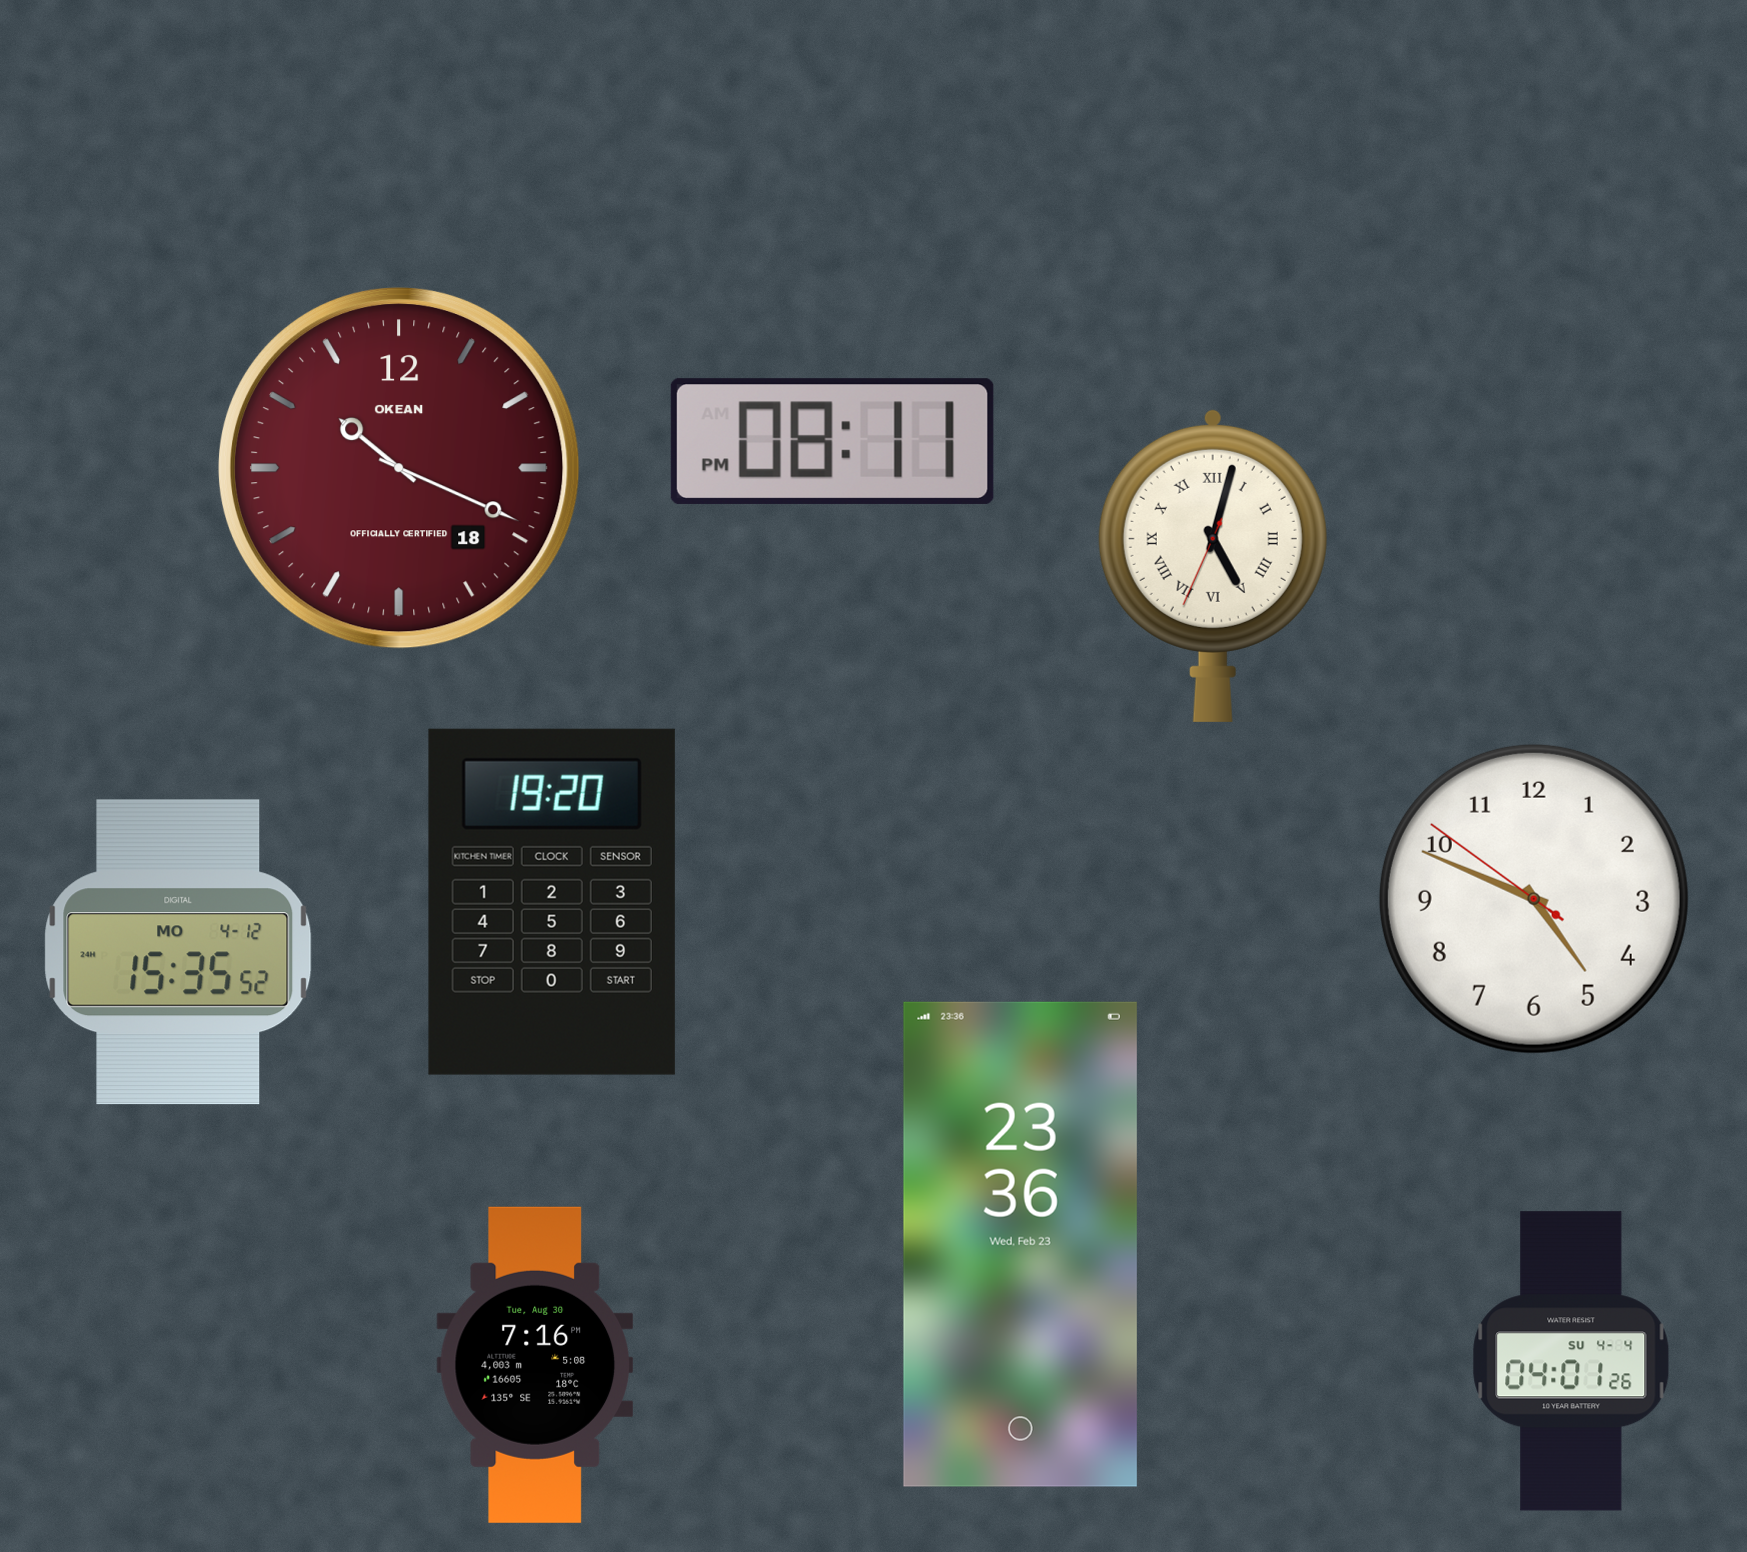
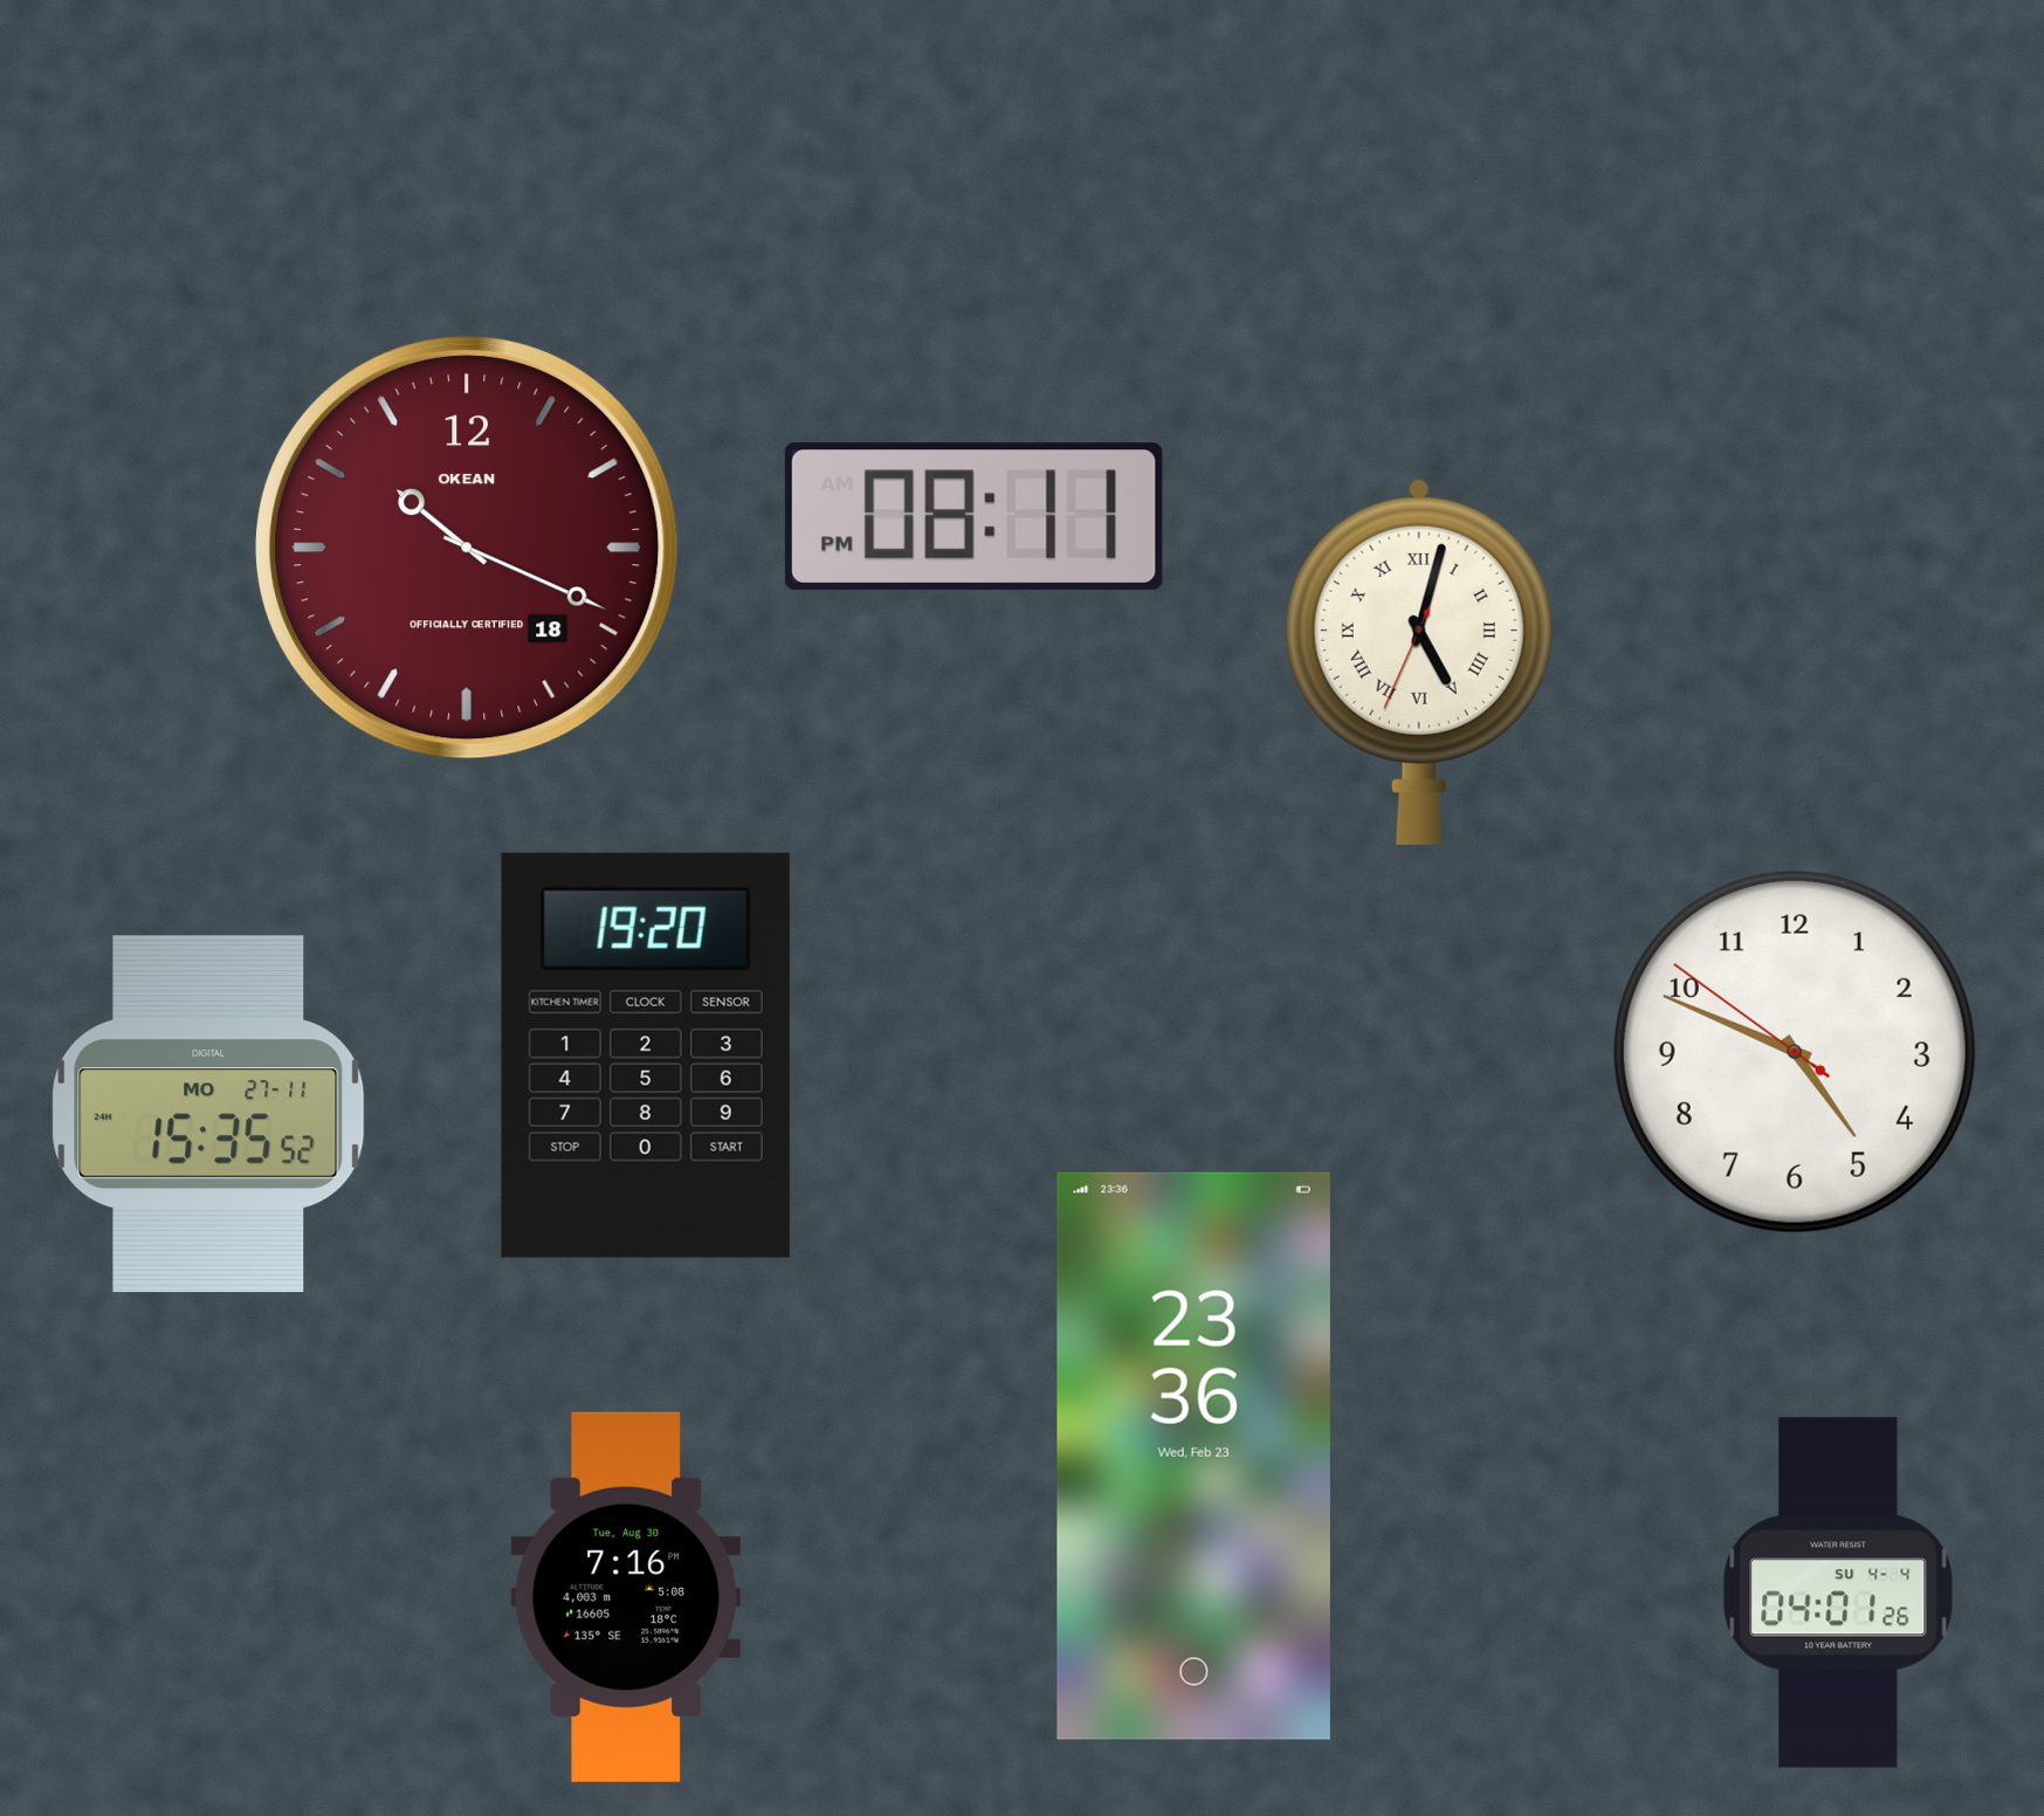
clock at (178, 952) date: MO 4-12 -> MO 27-11
